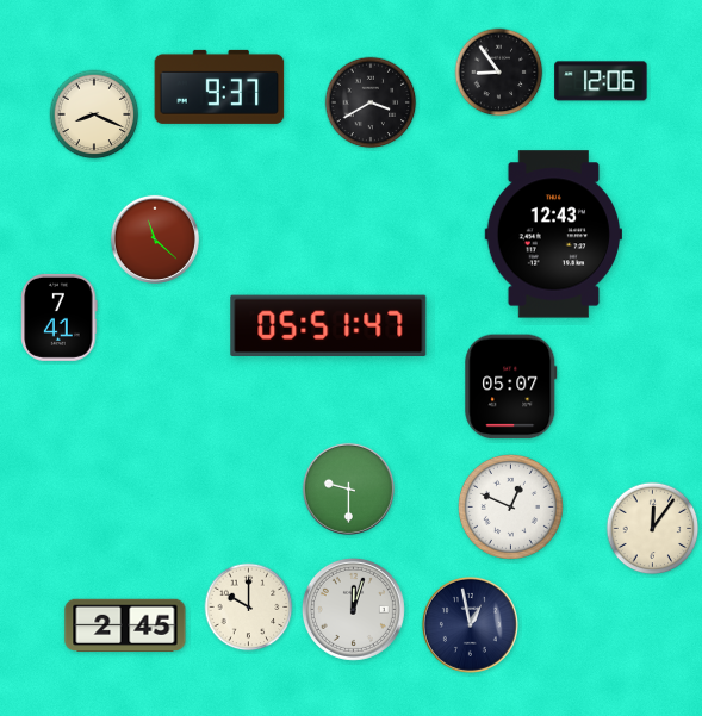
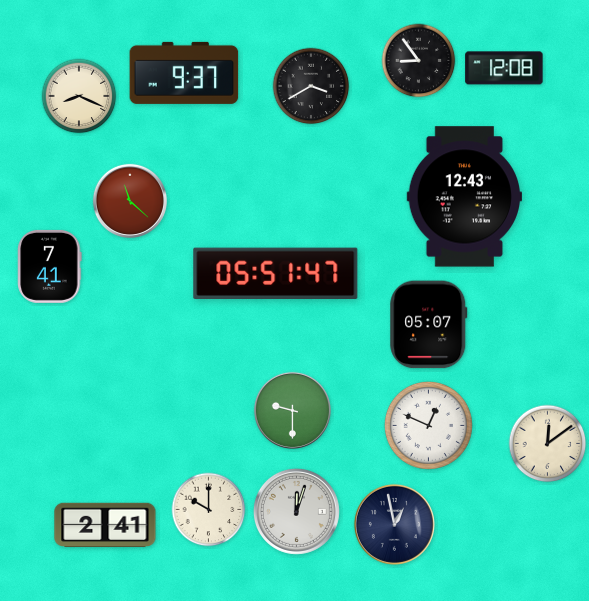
clock at (601, 81): 12:06 -> 12:08
clock at (653, 529): 12:06 -> 12:09
clock at (125, 625): 2:45 -> 2:41
